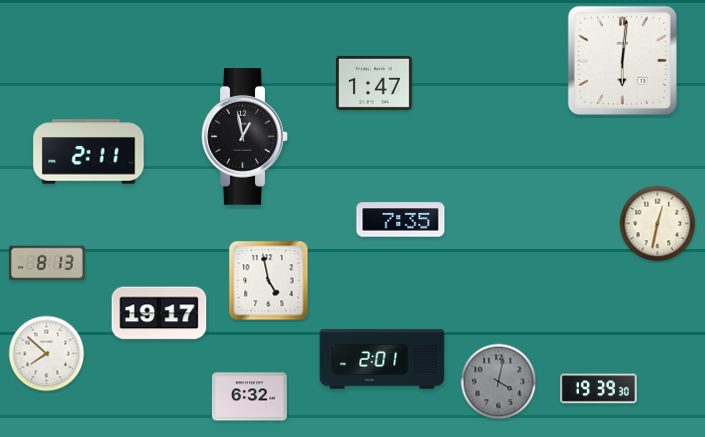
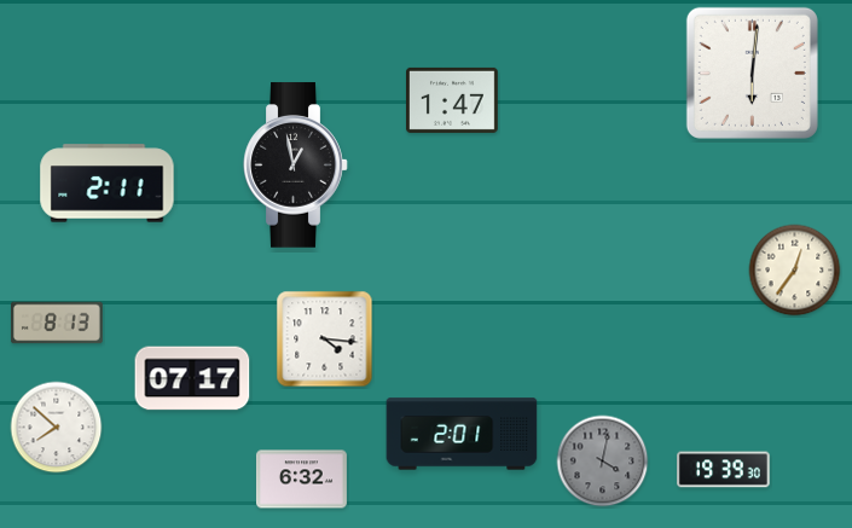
clock at (401, 220): 7:35 -> none
clock at (658, 224): 12:32 -> 12:36
clock at (48, 263) position: (48, 263) -> (58, 323)
clock at (269, 281): 4:58 -> 4:16
clock at (159, 313): 19:17 -> 07:17
